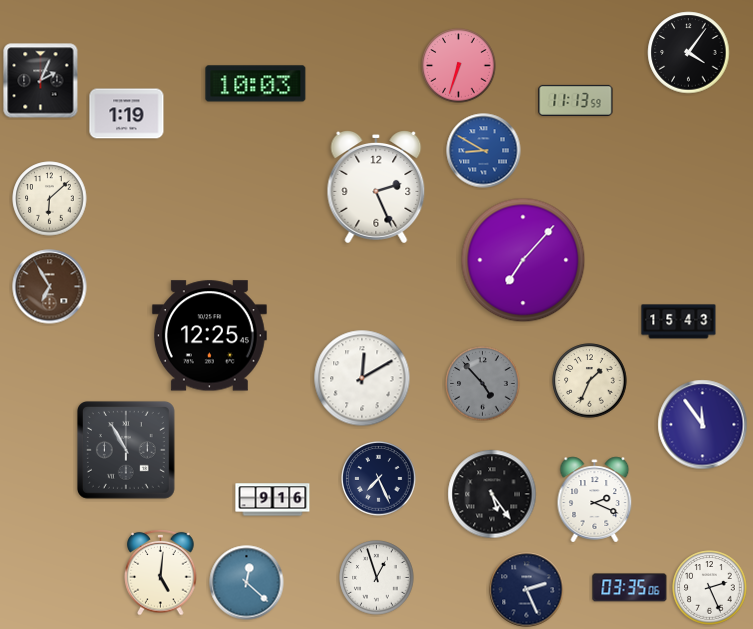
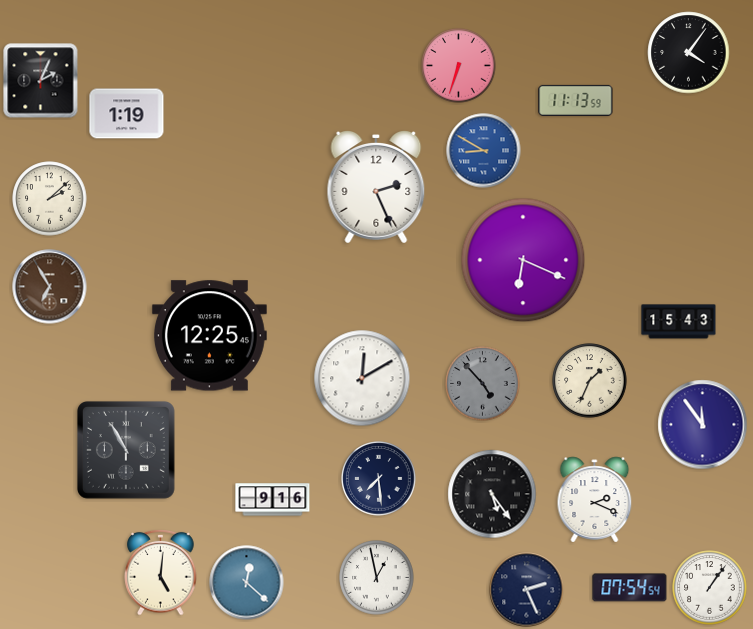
clock at (256, 84): 10:03 -> none
clock at (50, 199): 6:08 -> 2:08
clock at (523, 260): 7:07 -> 6:19
clock at (379, 479): 7:26 -> 7:29
clock at (377, 578): 12:57 -> 12:58
clock at (630, 588): 03:35 -> 07:54
clock at (710, 588): 2:26 -> 1:06
